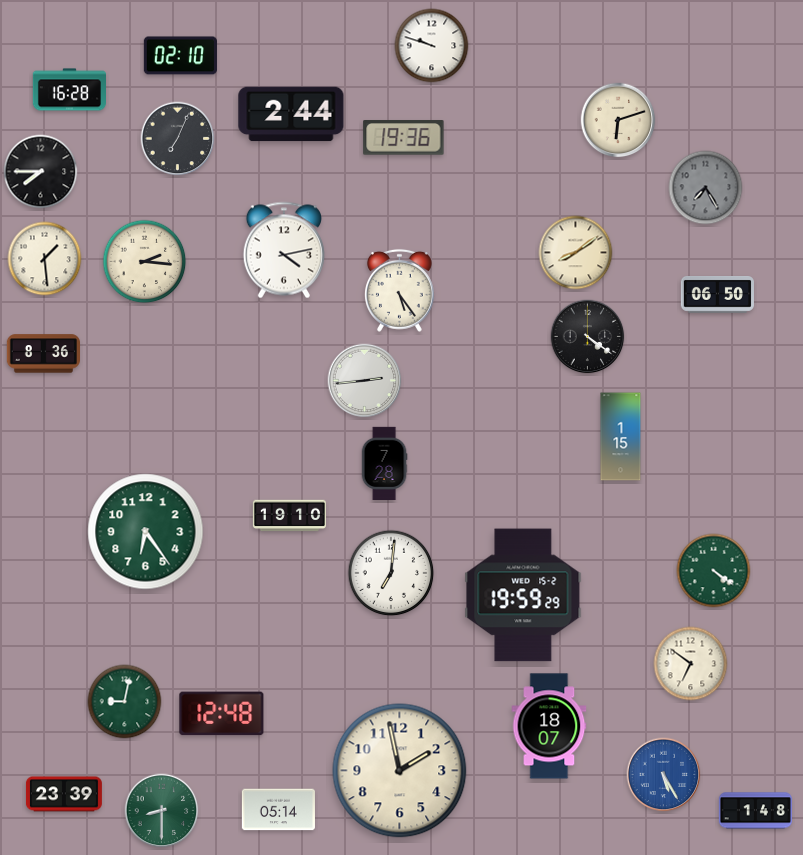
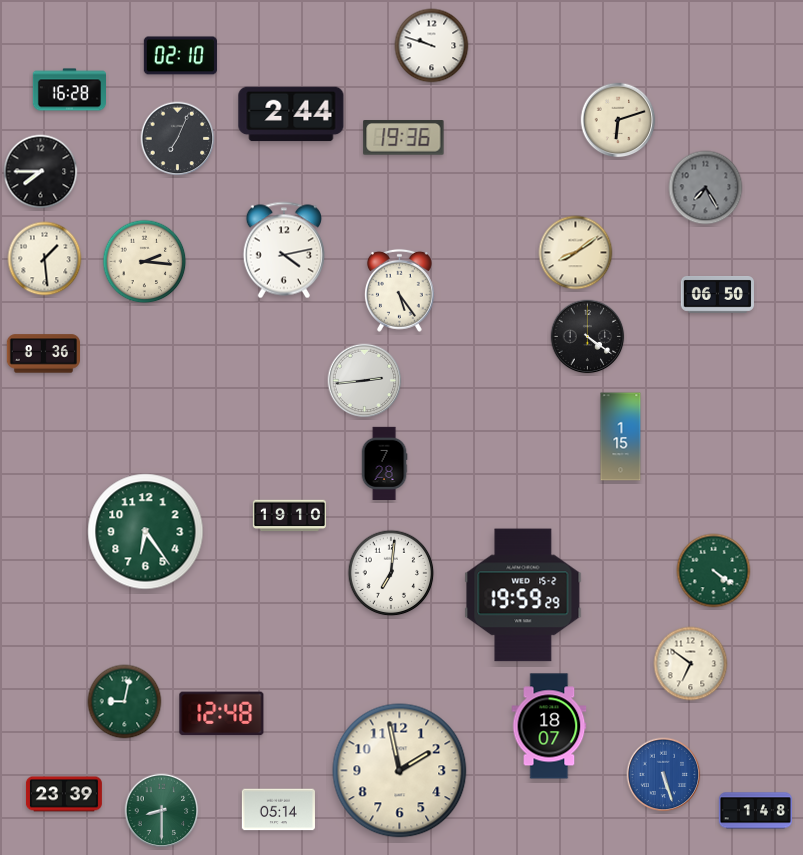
clock at (664, 775): 5:25 -> 5:27
